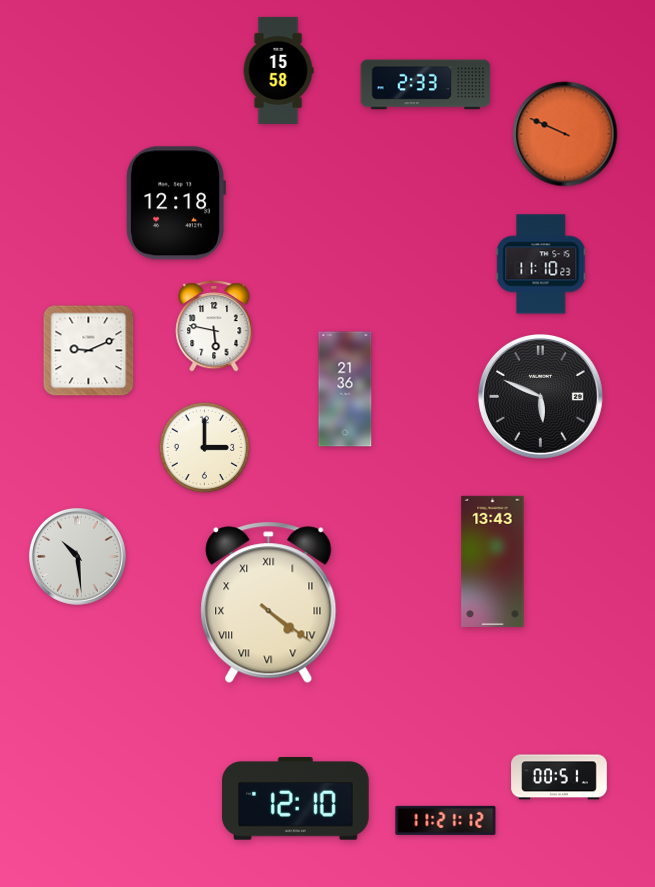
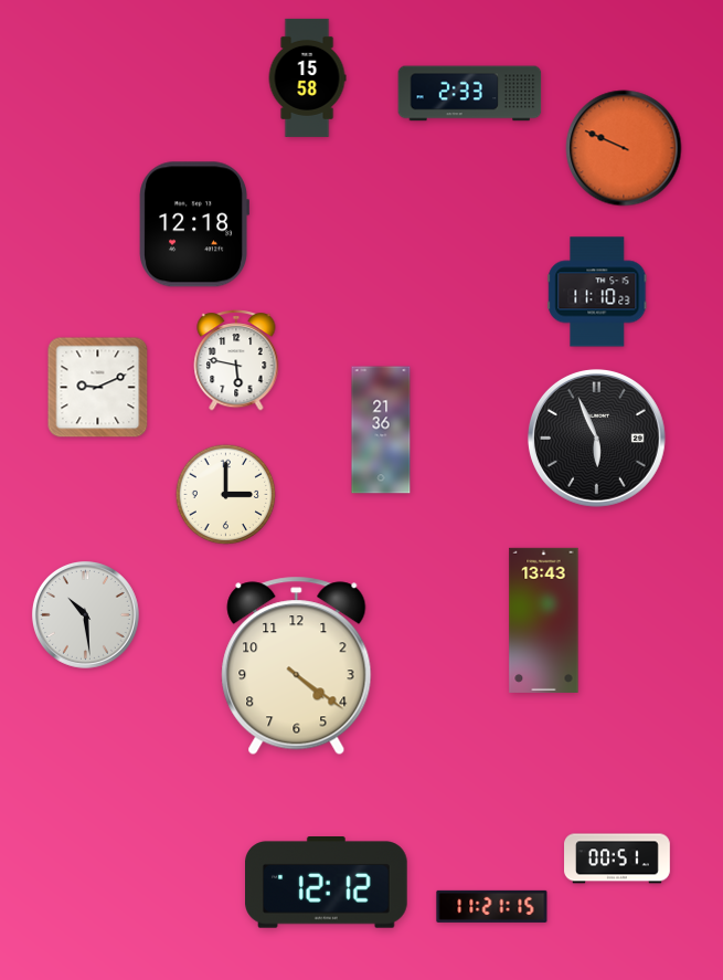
clock at (540, 396): 5:49 -> 5:56
clock at (269, 603) numerals: Roman -> Arabic
clock at (296, 799): 12:10 -> 12:12
clock at (446, 820): 11:21:12 -> 11:21:15
